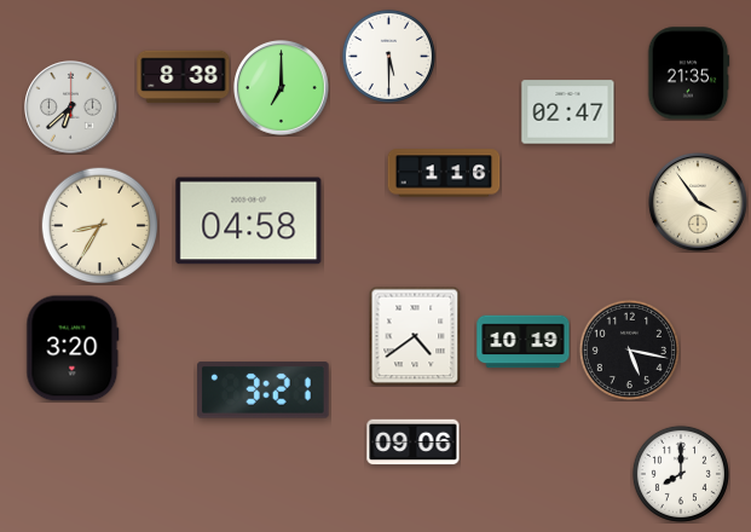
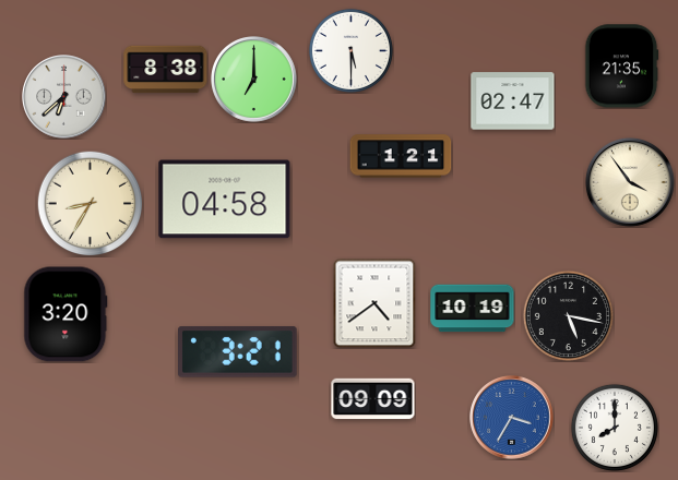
clock at (444, 173): 1:16 -> 1:21
clock at (414, 443): 09:06 -> 09:09
clock at (512, 418): none -> 3:35
